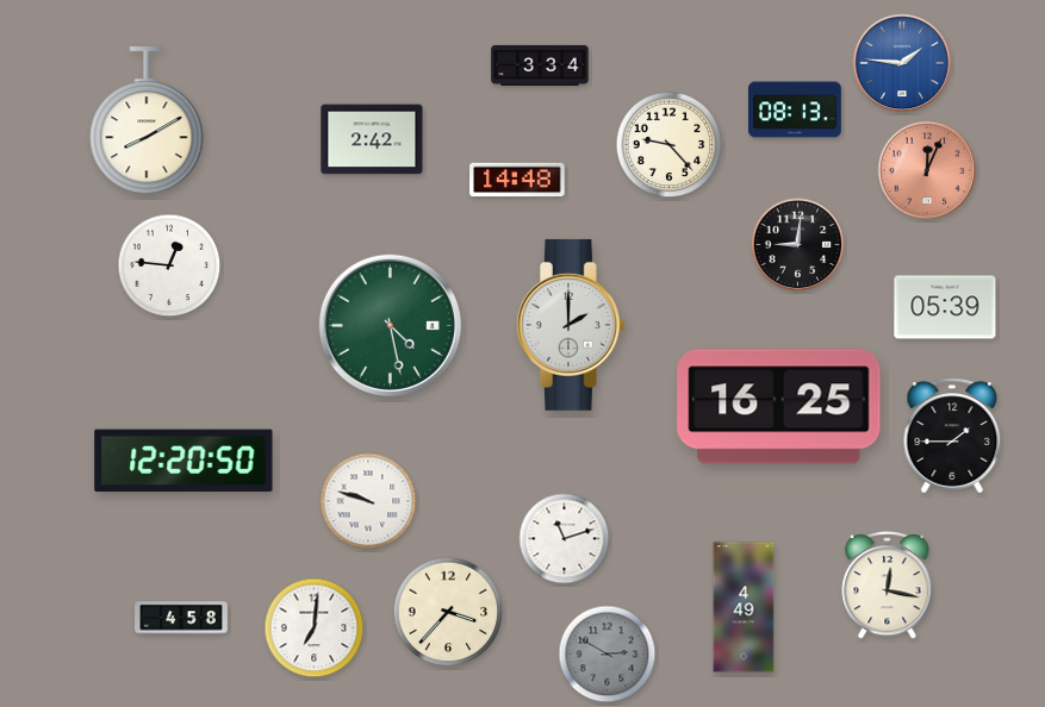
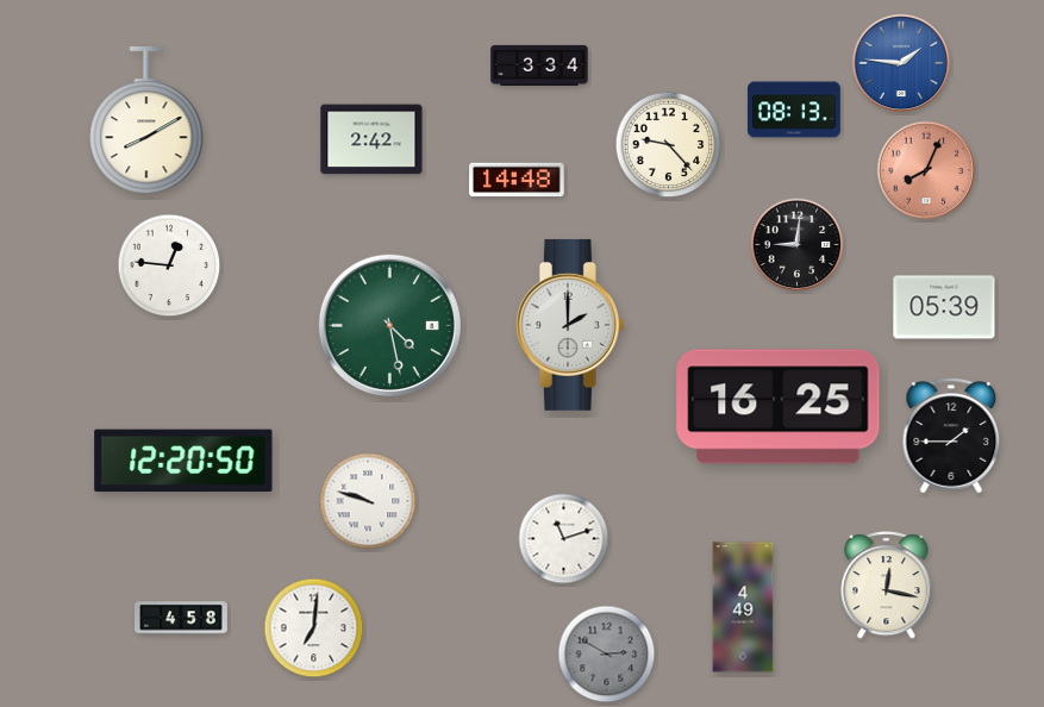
clock at (927, 170): 12:04 -> 8:04
clock at (448, 612): 3:37 -> none
